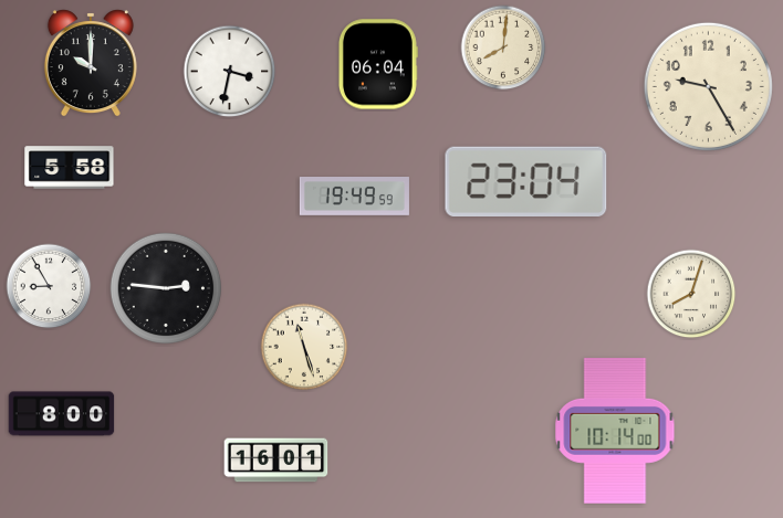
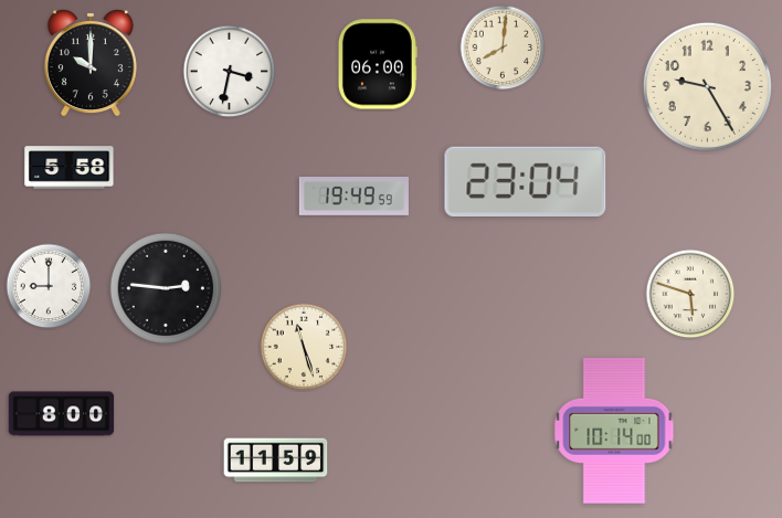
clock at (378, 64): 06:04 -> 06:00
clock at (49, 286): 8:55 -> 9:00
clock at (691, 294): 8:03 -> 5:48
clock at (276, 461): 16:01 -> 11:59
